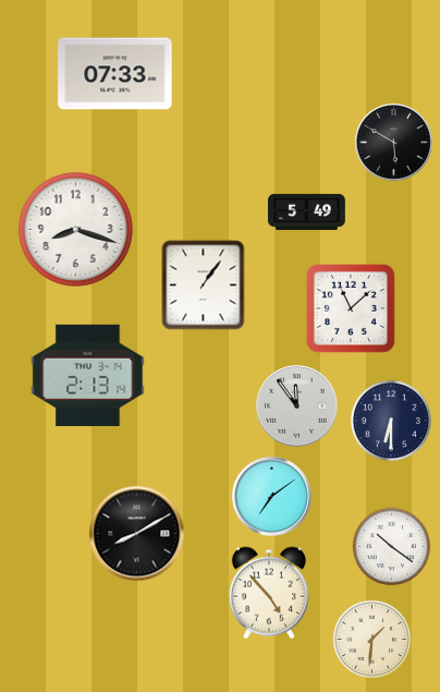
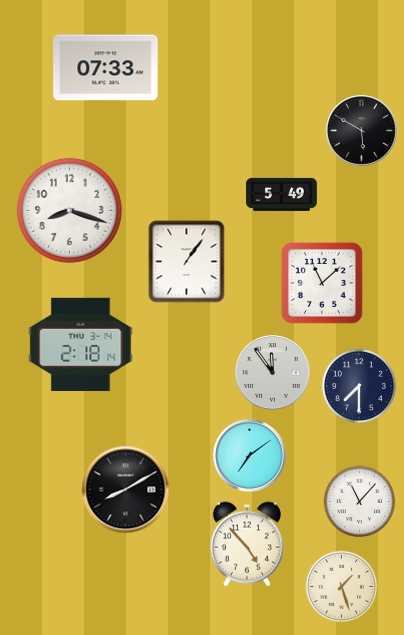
clock at (88, 375): 2:13 -> 2:18
clock at (391, 421): 6:30 -> 7:30
clock at (392, 547): 10:21 -> 11:07
clock at (372, 640): 1:31 -> 1:27
